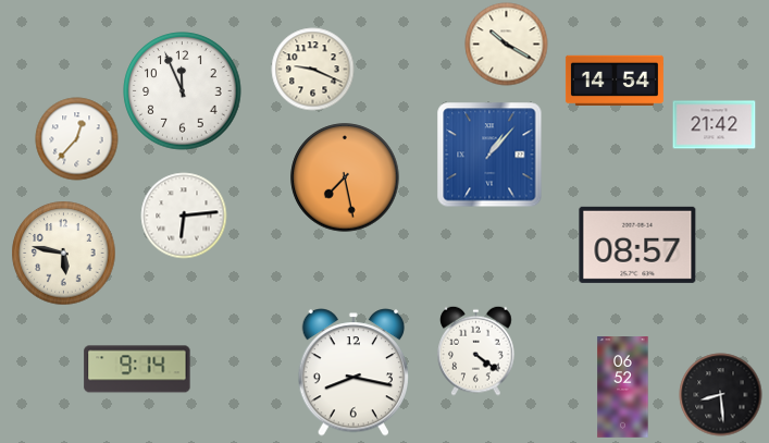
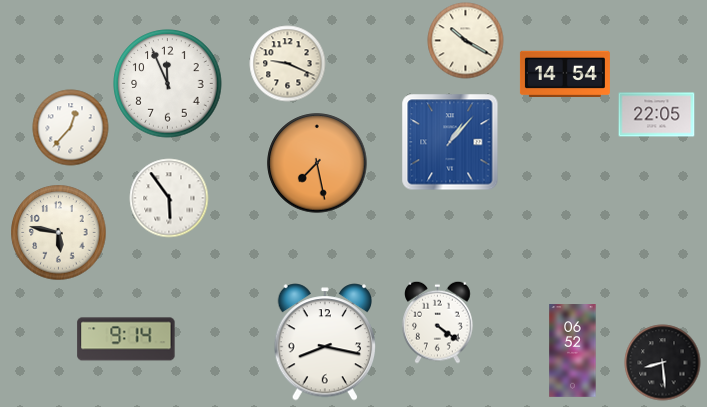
clock at (715, 125): 21:42 -> 22:05
clock at (184, 216): 6:14 -> 5:54
clock at (637, 245): 08:57 -> none
clock at (623, 387) position: (623, 387) -> (573, 351)
